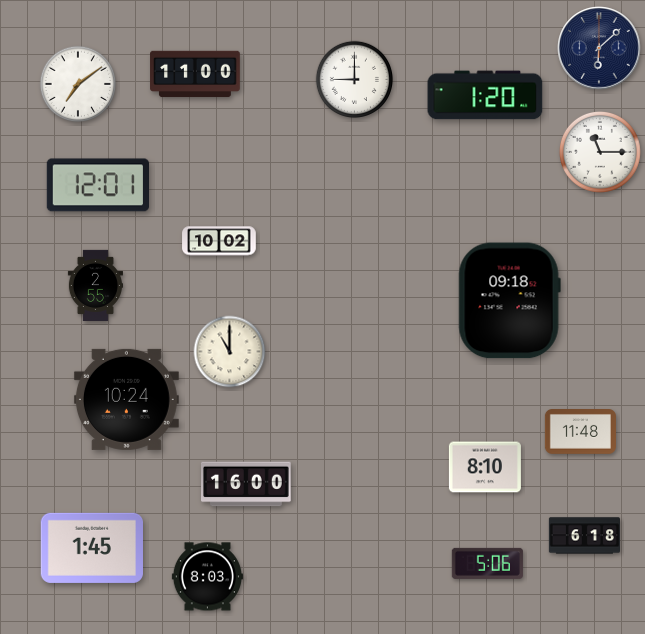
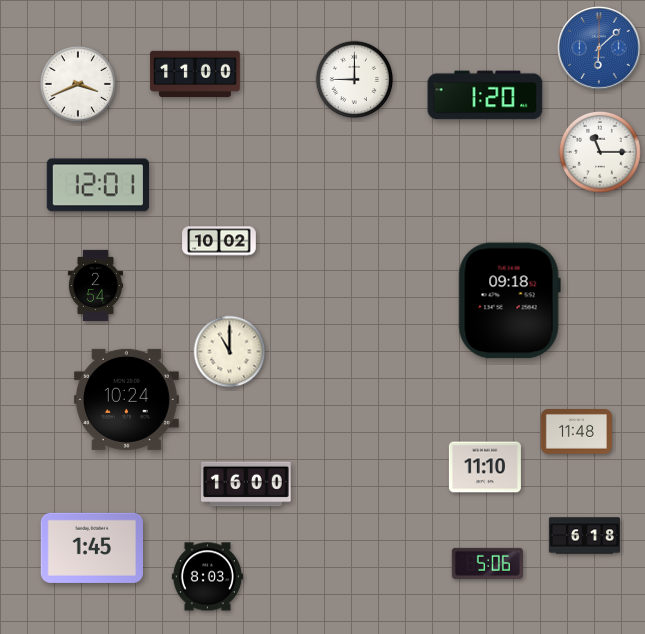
clock at (599, 48) dial: navy -> blue
clock at (78, 84): 7:09 -> 3:41
clock at (95, 285): 2:55 -> 2:54
clock at (580, 432) position: (580, 432) -> (576, 432)
clock at (485, 467): 8:10 -> 11:10
